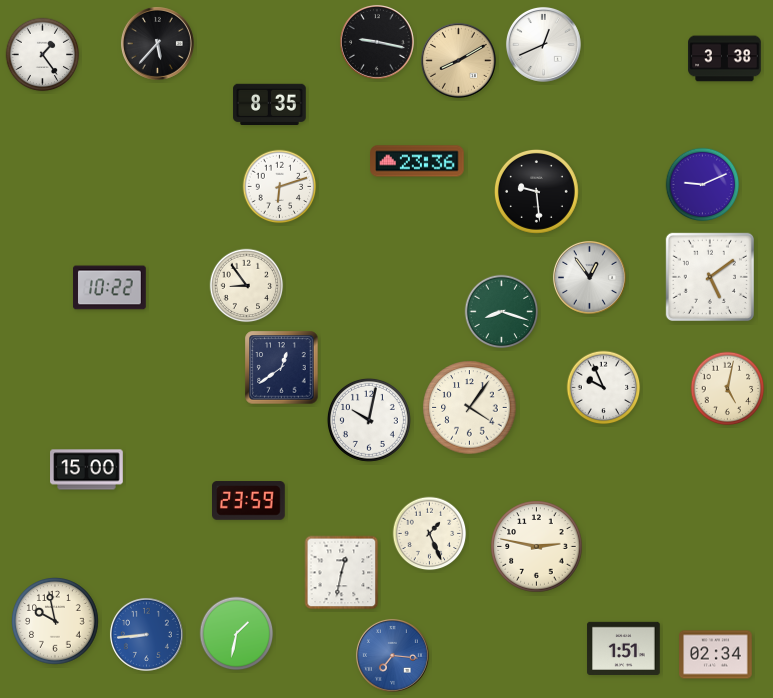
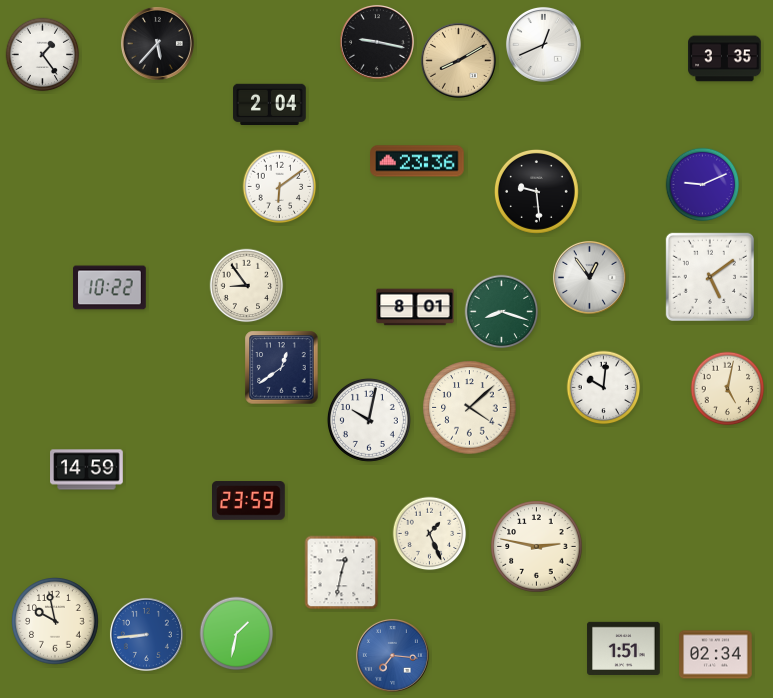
clock at (725, 59): 3:38 -> 3:35
clock at (270, 105): 8:35 -> 2:04
clock at (280, 187): 6:12 -> 6:09
clock at (415, 307): none -> 8:01
clock at (604, 388): 9:56 -> 10:01
clock at (470, 408): 4:06 -> 4:08
clock at (87, 470): 15:00 -> 14:59
